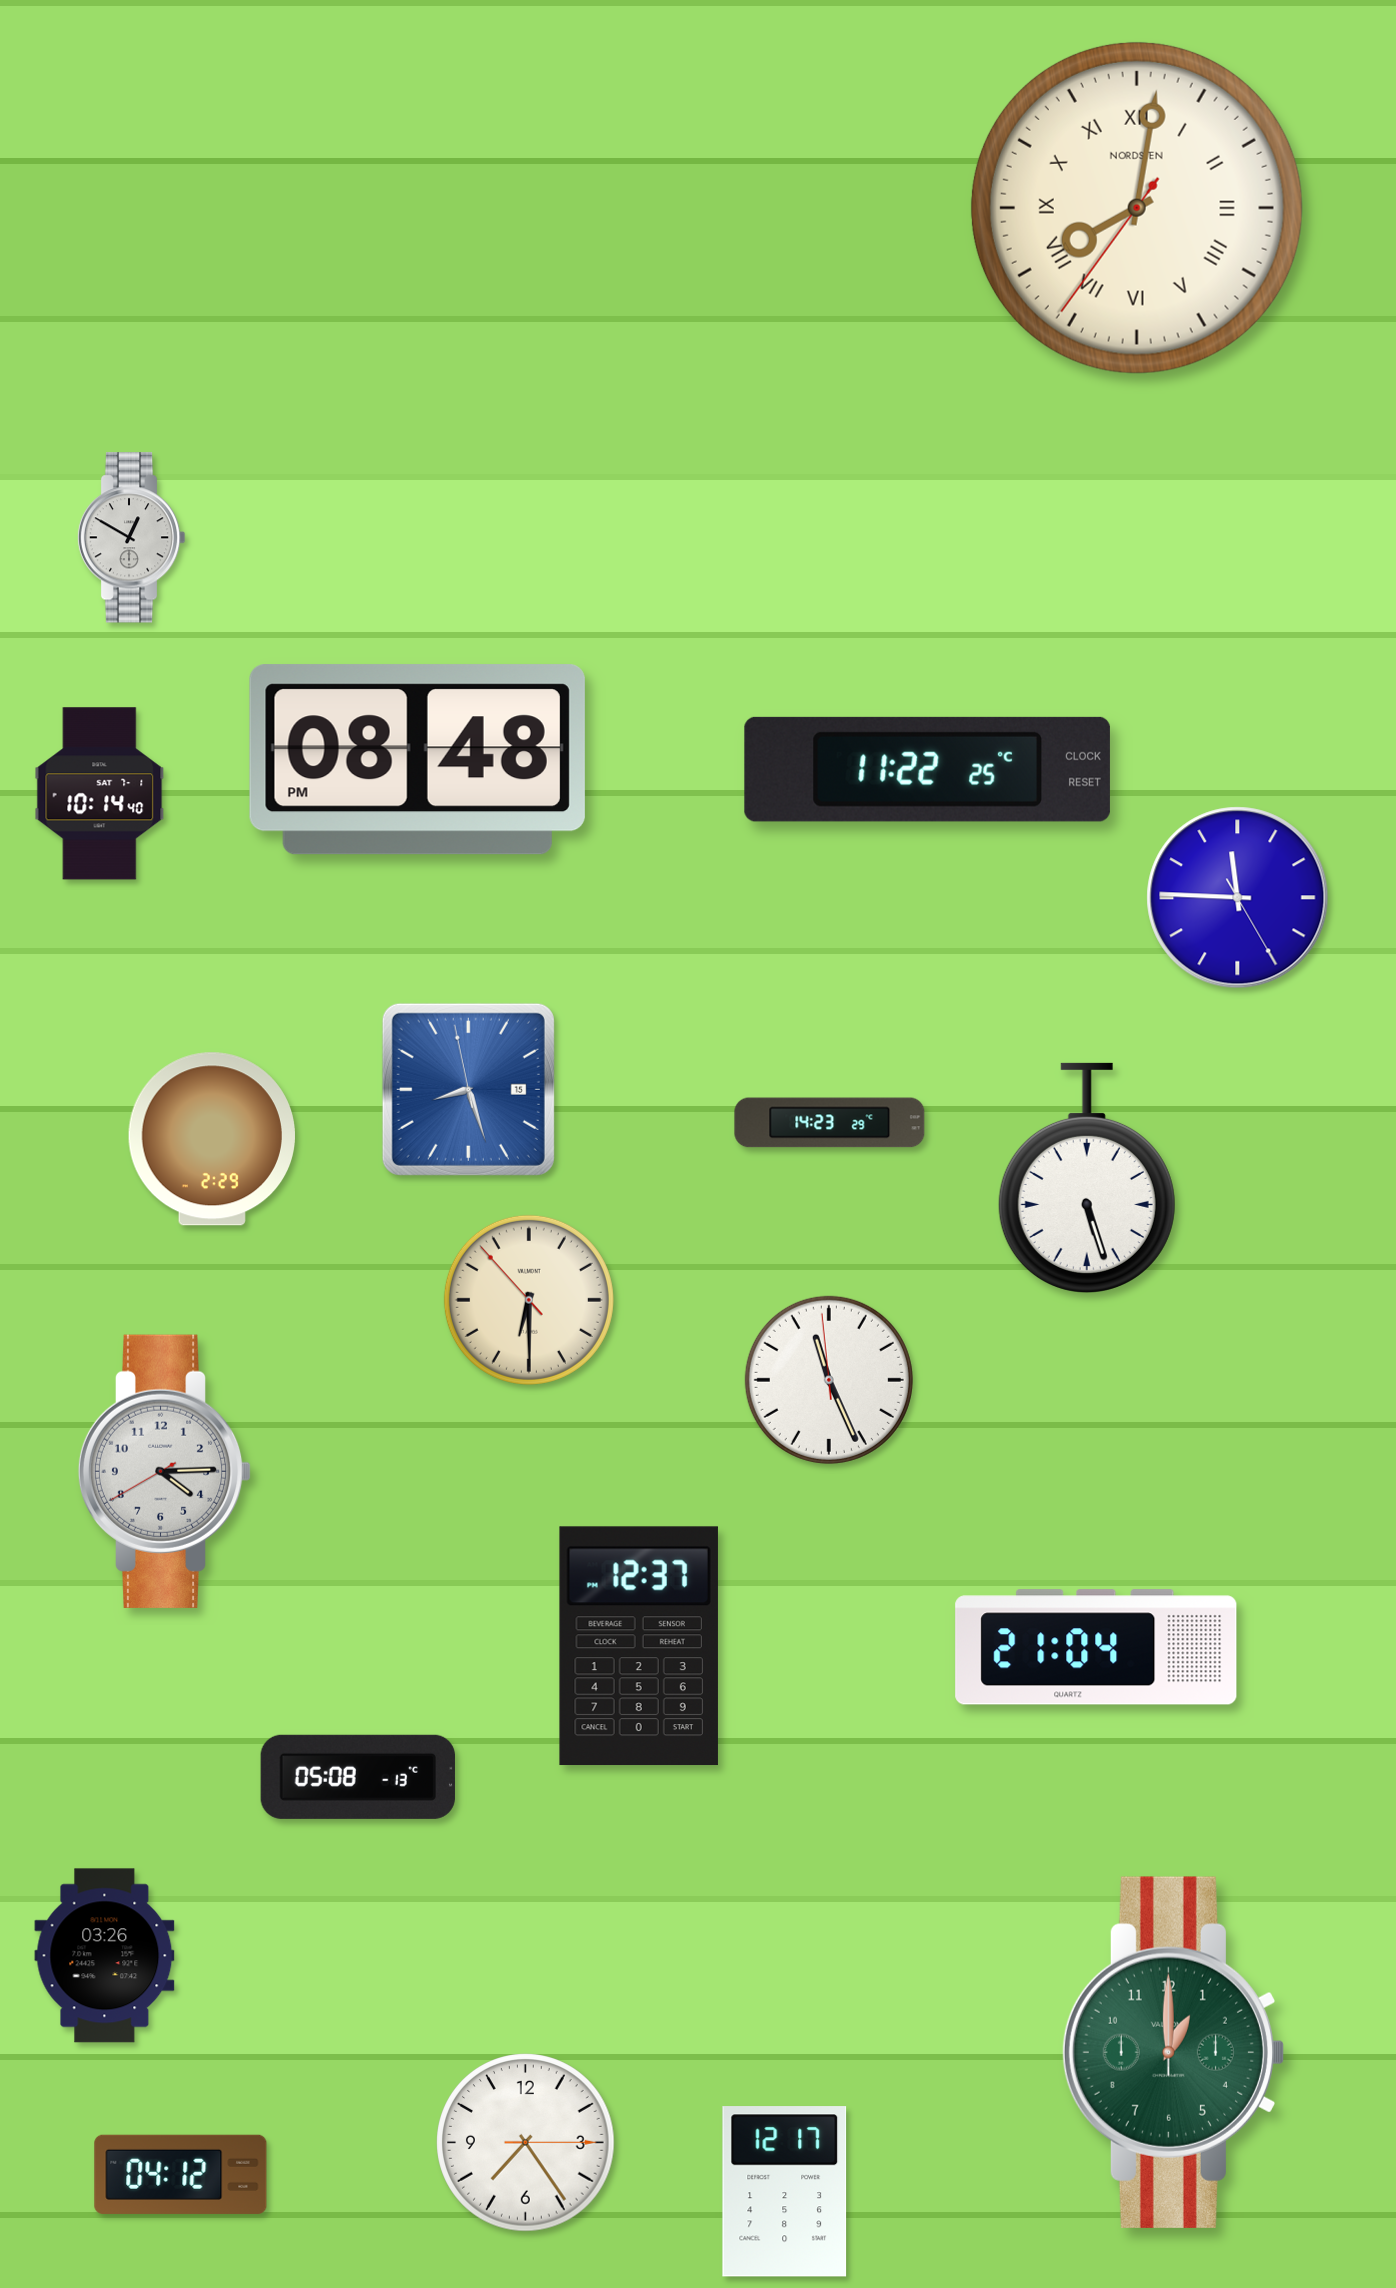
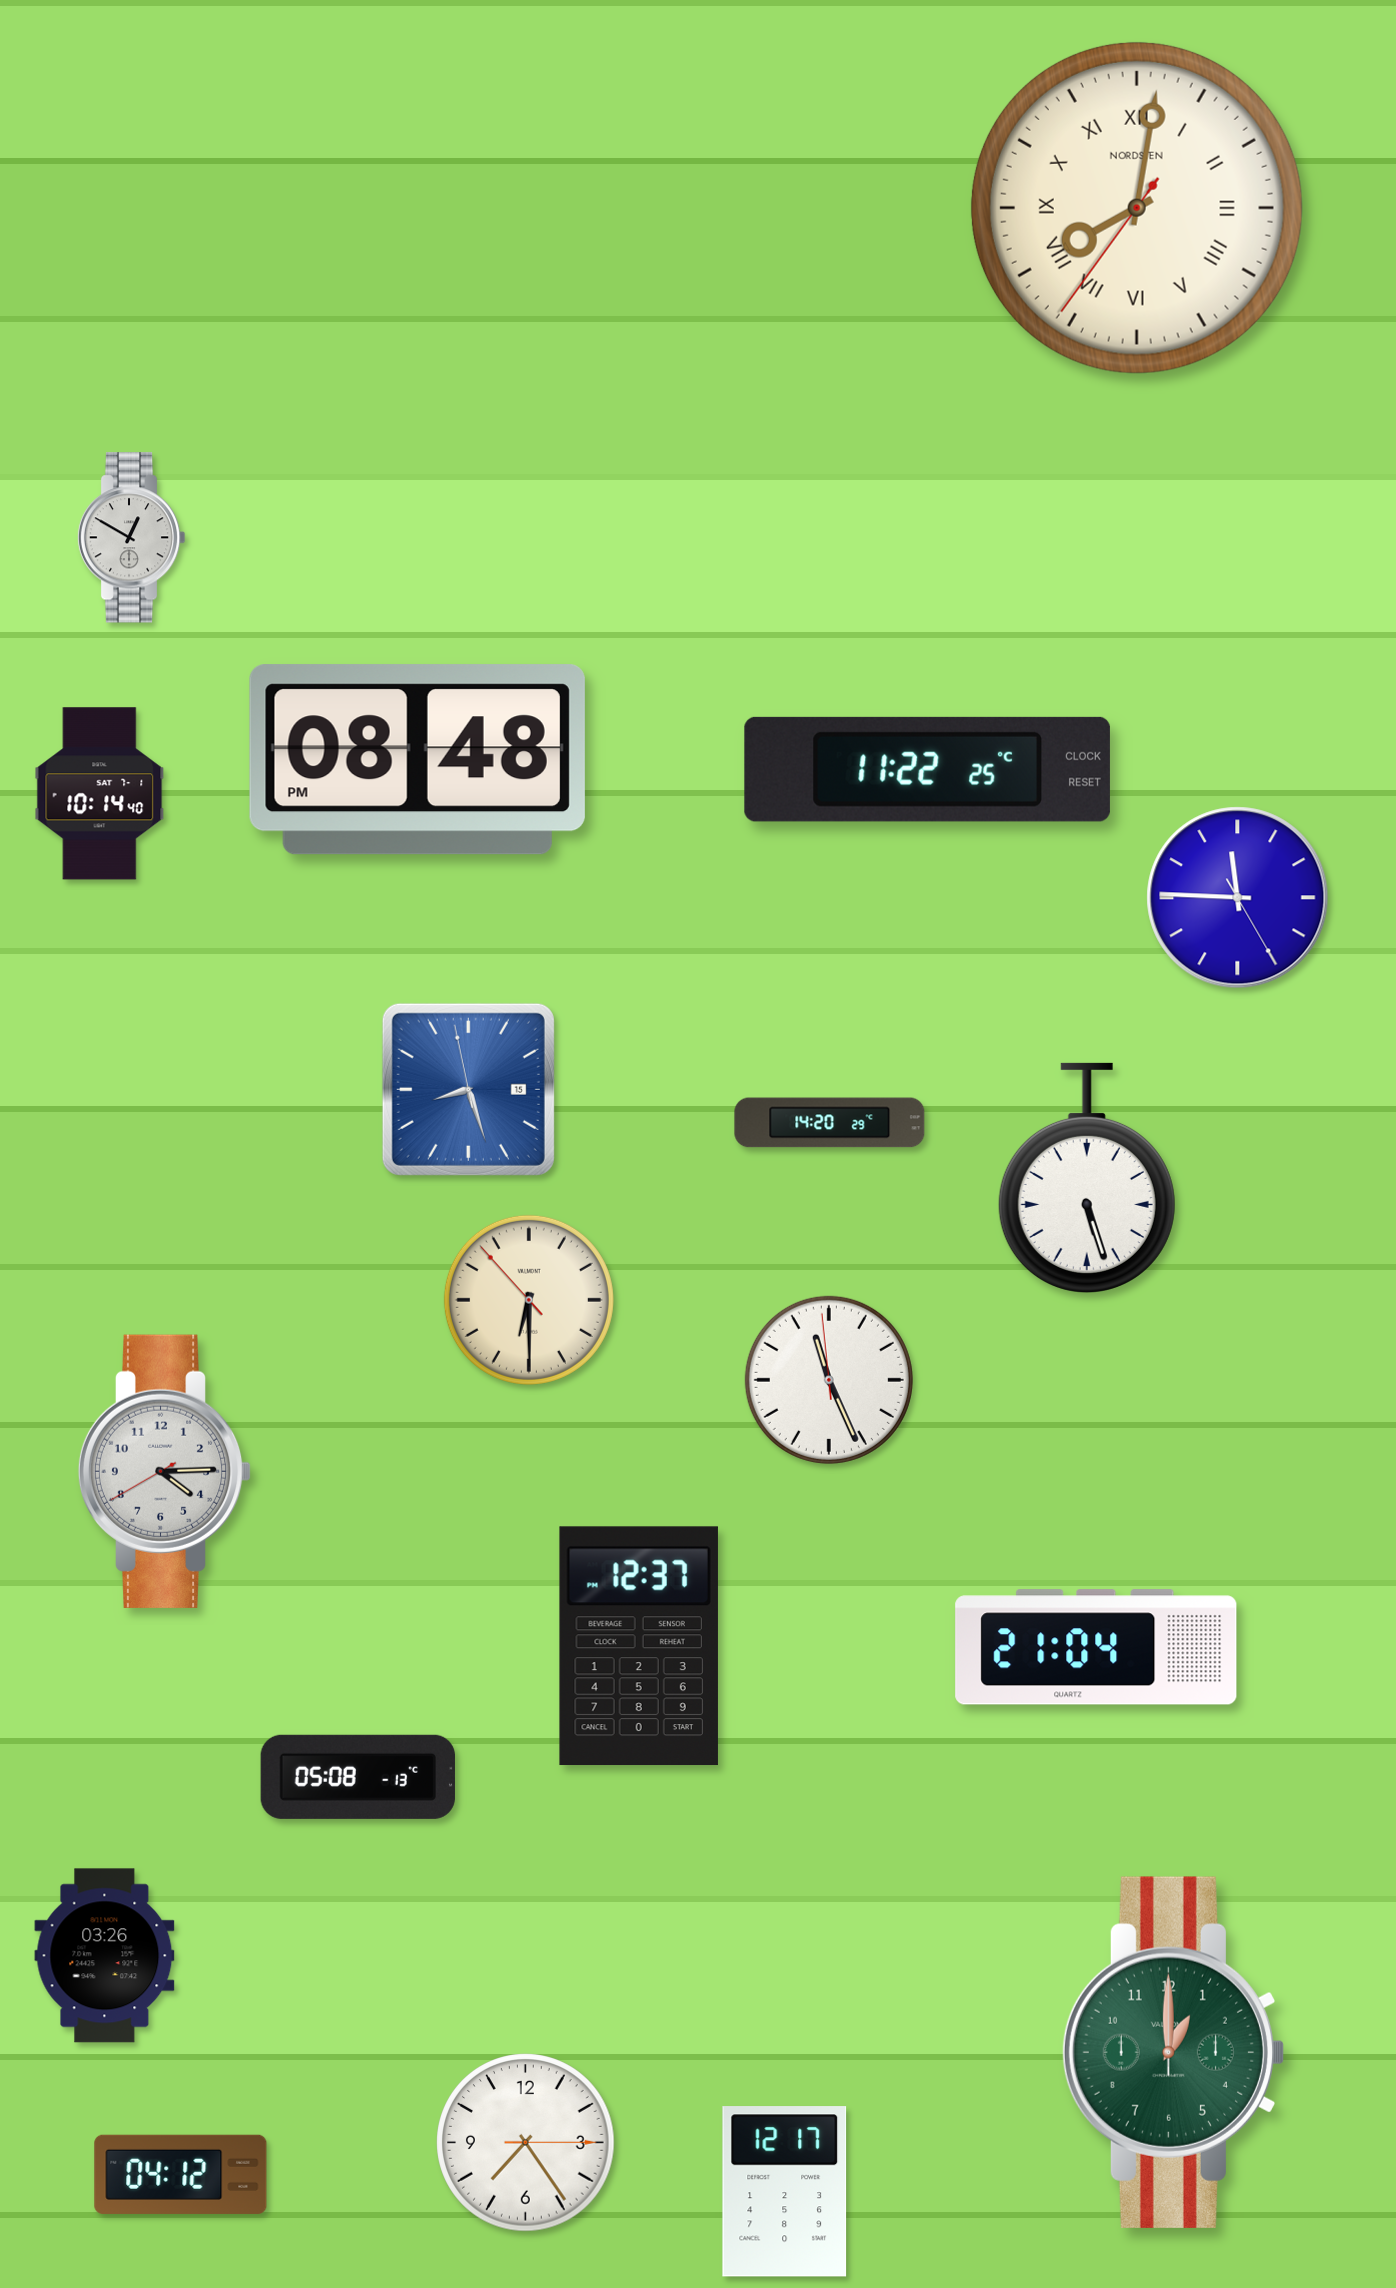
clock at (830, 1123): 14:23 -> 14:20
clock at (212, 1139): 2:29 -> none
